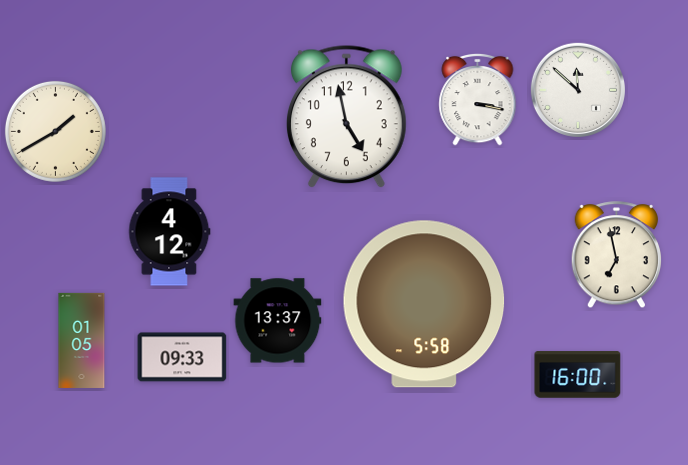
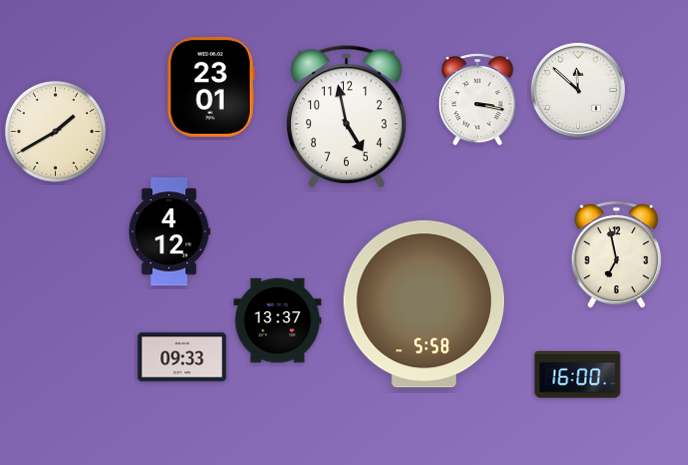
clock at (211, 87): none -> 23:01
clock at (82, 340): 01:05 -> none
